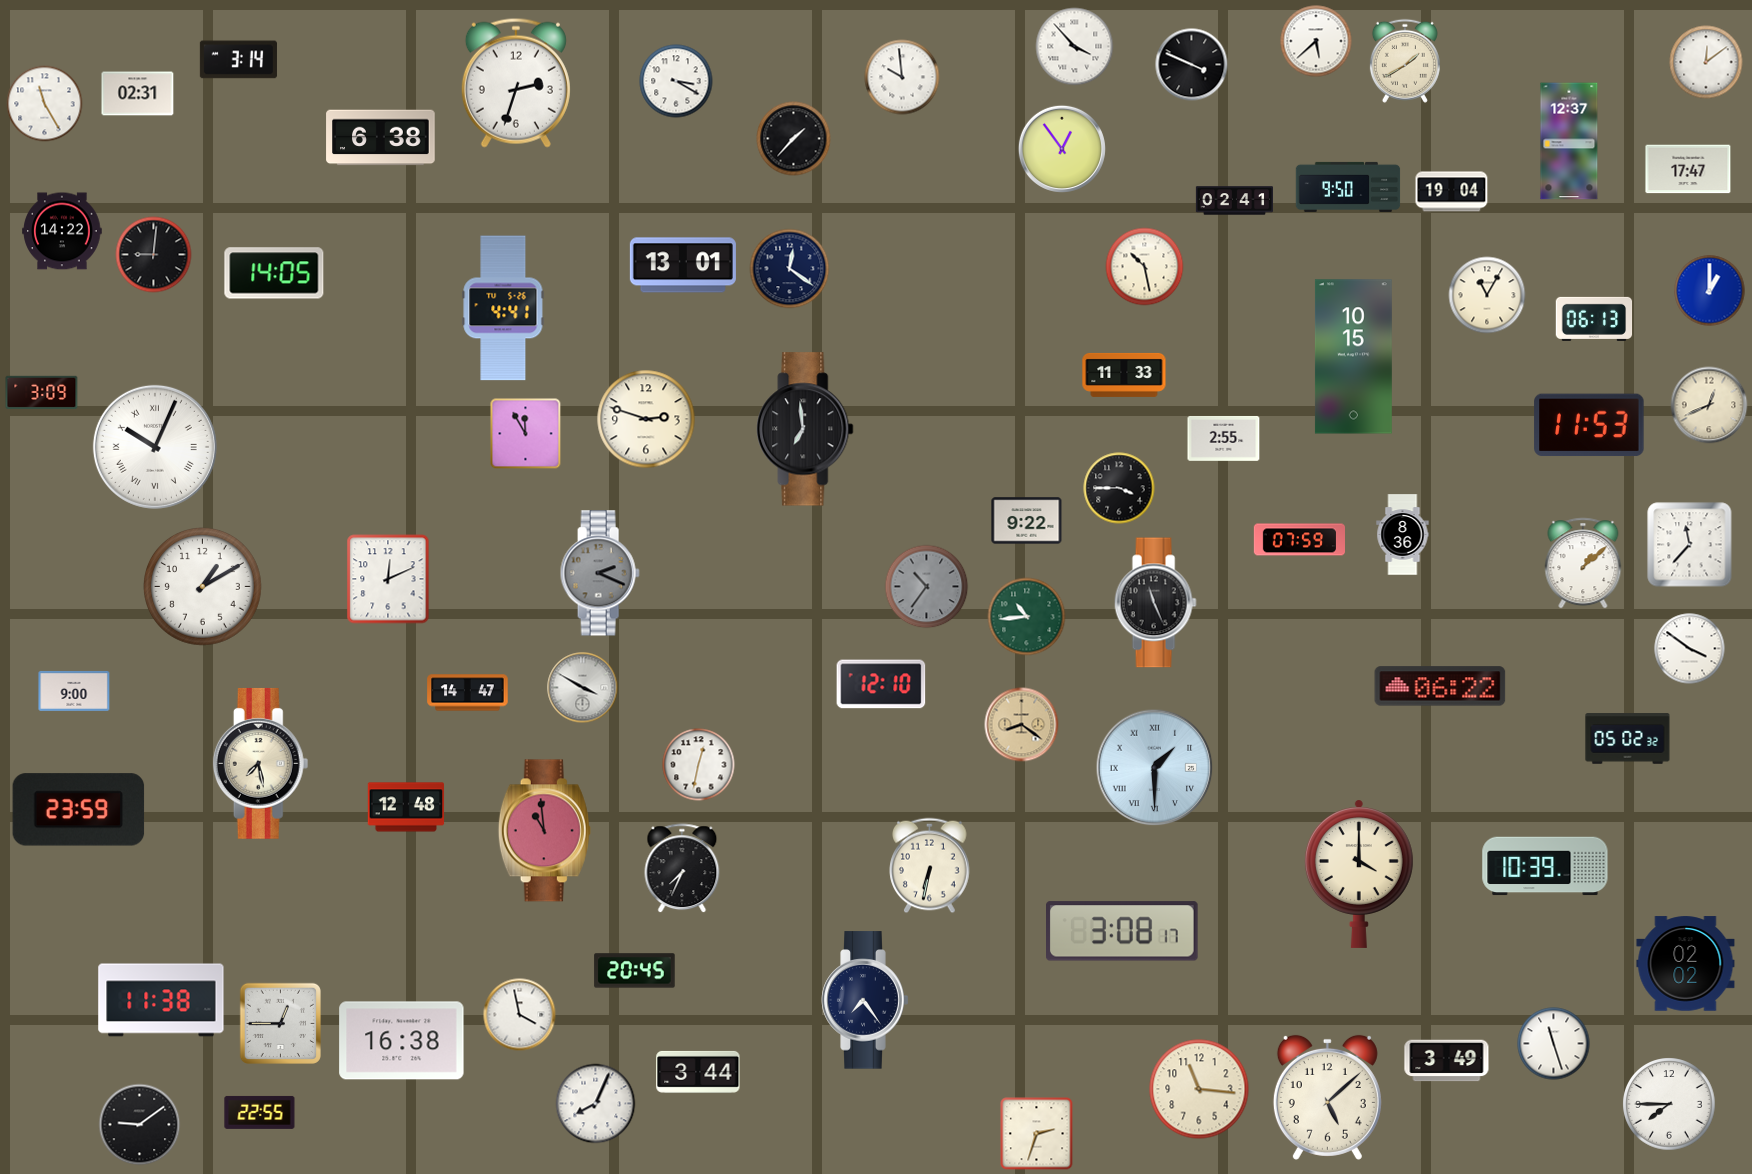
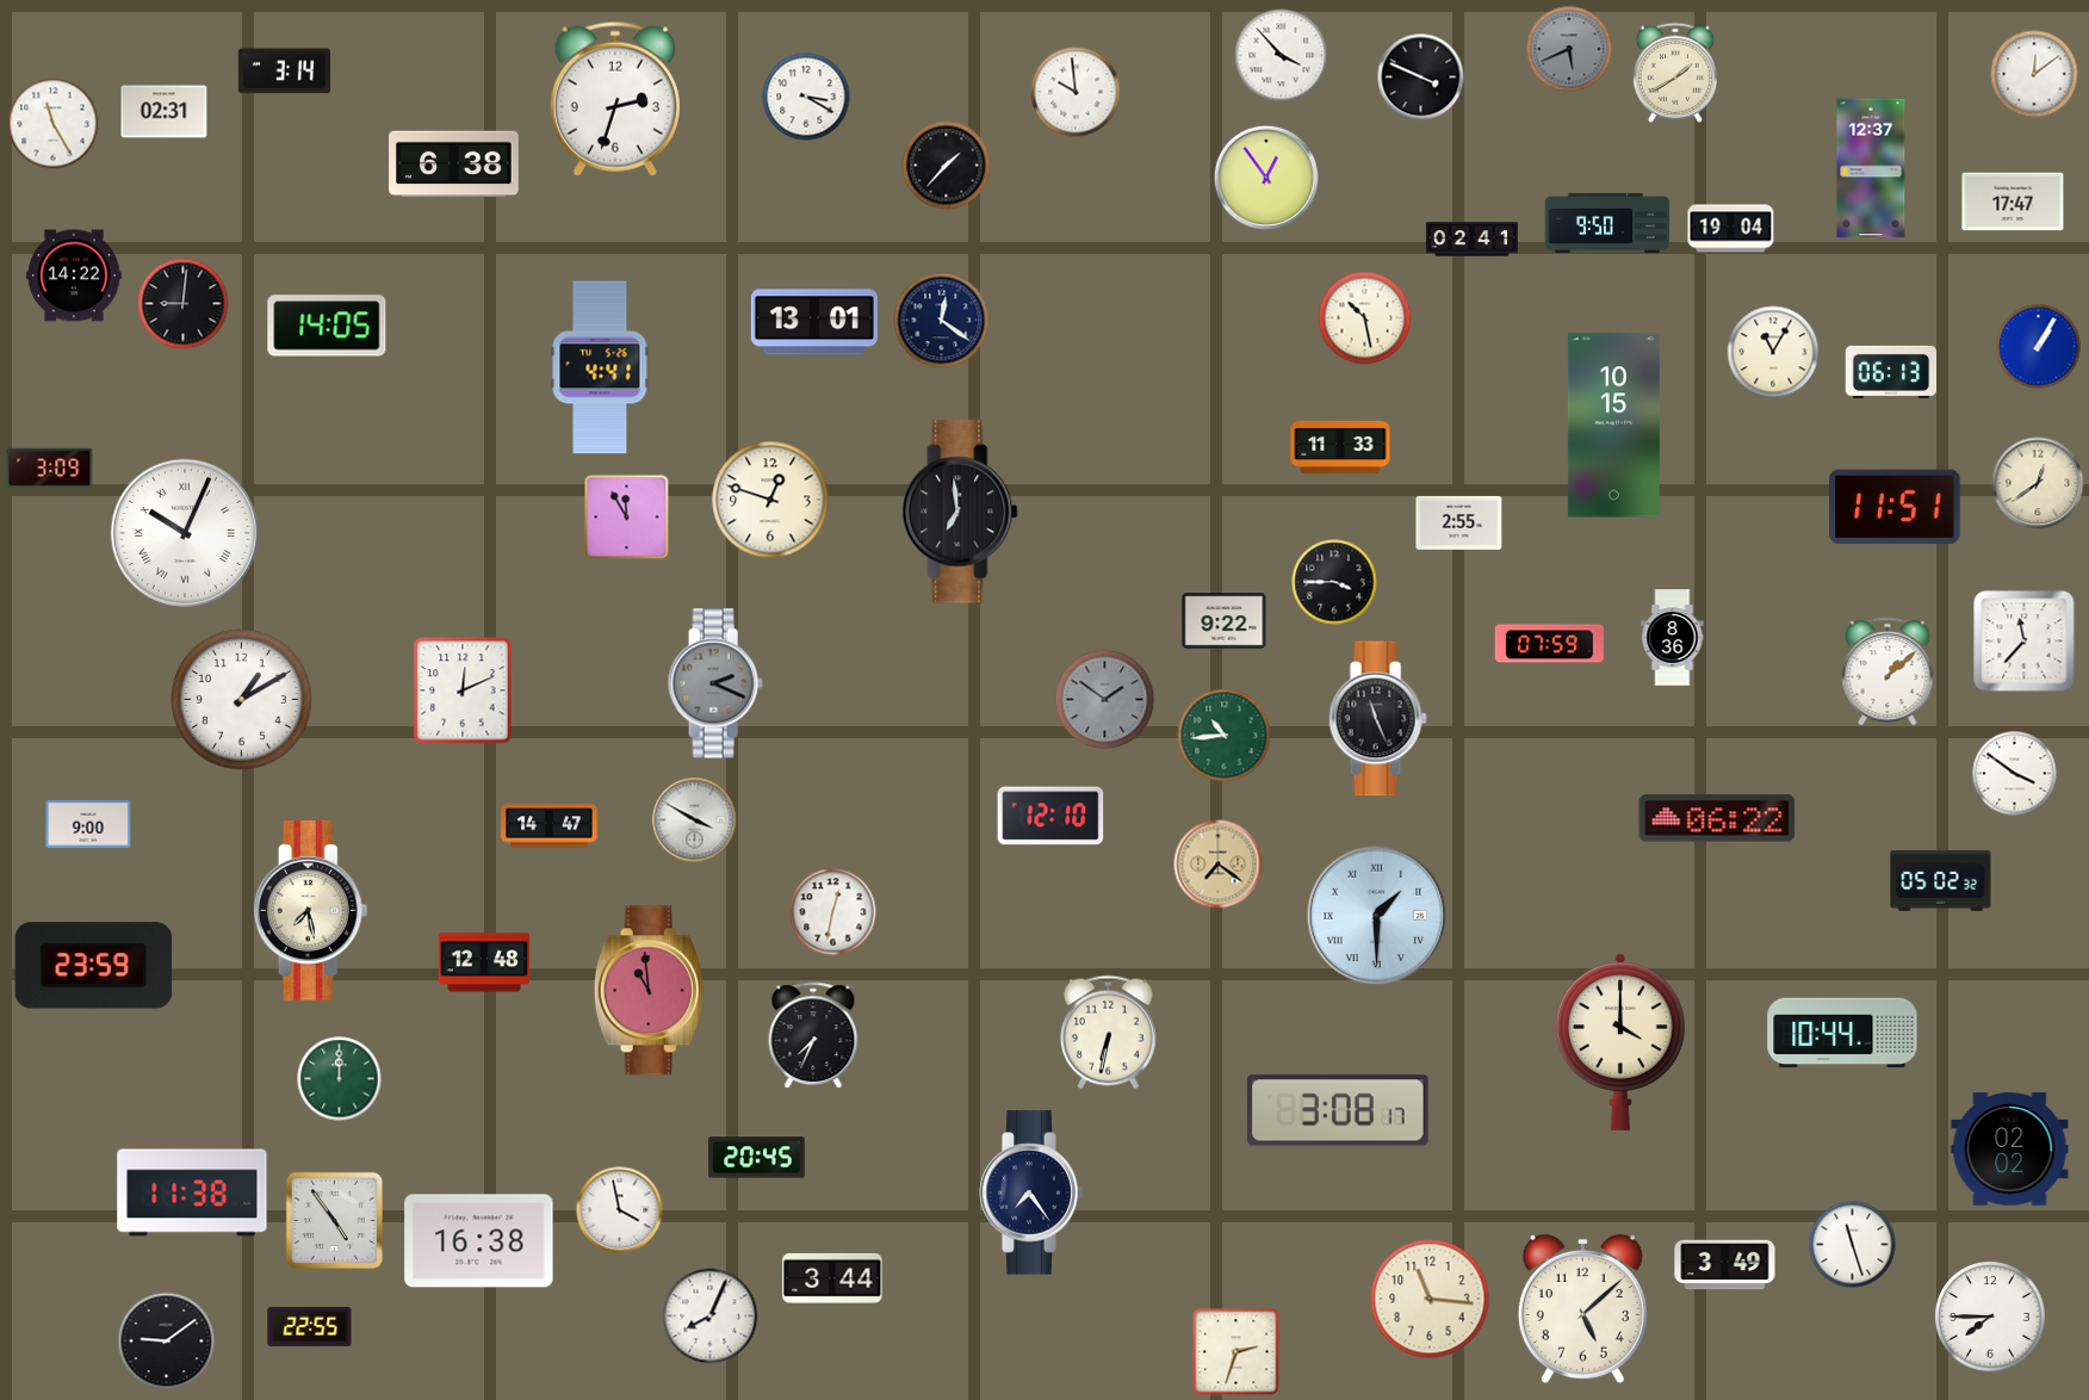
clock at (1316, 41): 5:38 -> 5:41
clock at (1316, 41) dial: white -> grey
clock at (683, 265) position: (683, 265) -> (814, 322)
clock at (1710, 291): 1:00 -> 1:05
clock at (1594, 319) position: (1594, 319) -> (1891, 372)
clock at (1709, 405): 12:41 -> 12:39
clock at (646, 419): 2:48 -> 12:48
clock at (1589, 425): 11:53 -> 11:51
clock at (1690, 545) position: (1690, 545) -> (2025, 642)
clock at (927, 587): 10:36 -> 1:51
clock at (468, 693) position: (468, 693) -> (550, 826)
clock at (1022, 725): 8:21 -> 7:21
clock at (1545, 866): 10:39 -> 10:44
clock at (340, 1079): none -> 12:00
clock at (280, 1023): 12:45 -> 4:54
